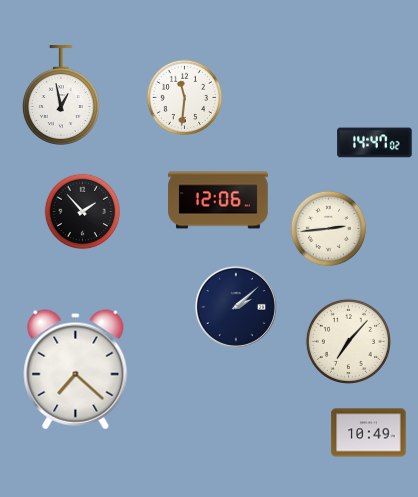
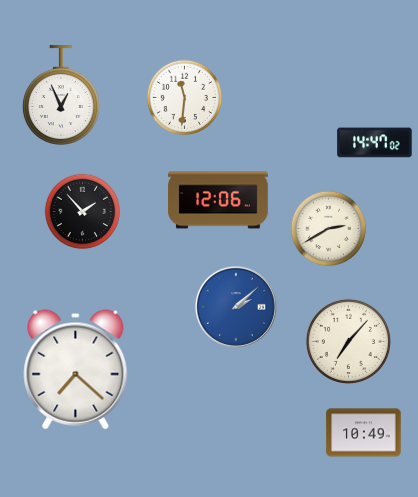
clock at (61, 95): 12:58 -> 12:56
clock at (329, 229): 2:44 -> 2:40
clock at (236, 307) dial: navy -> blue
clock at (369, 433) position: (369, 433) -> (364, 433)
